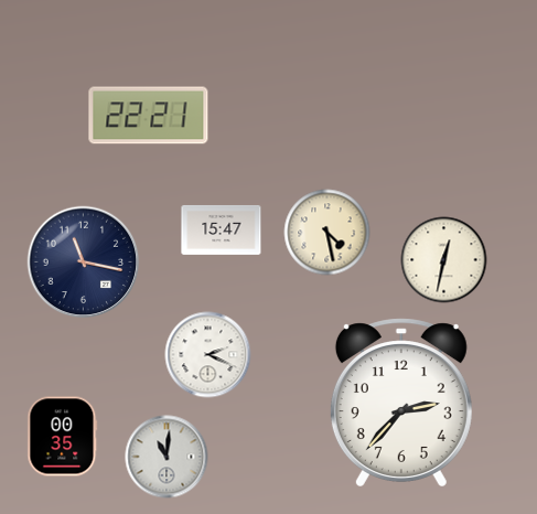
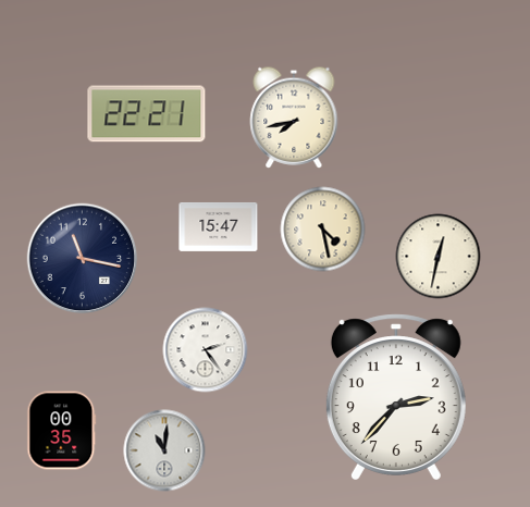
clock at (294, 118): none -> 7:43
clock at (208, 355): 2:19 -> 2:24
